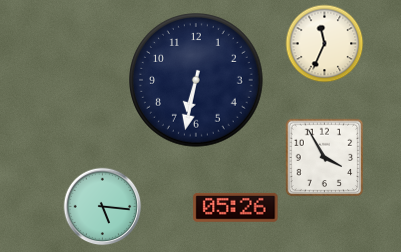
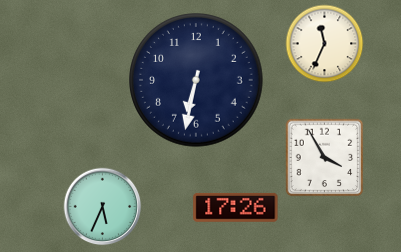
clock at (102, 206): 5:16 -> 5:34
clock at (236, 207): 05:26 -> 17:26
